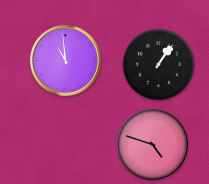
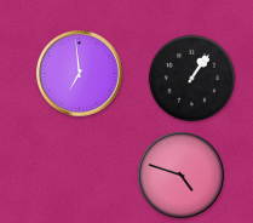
clock at (66, 61): 10:59 -> 6:59
clock at (153, 145) position: (153, 145) -> (182, 176)
